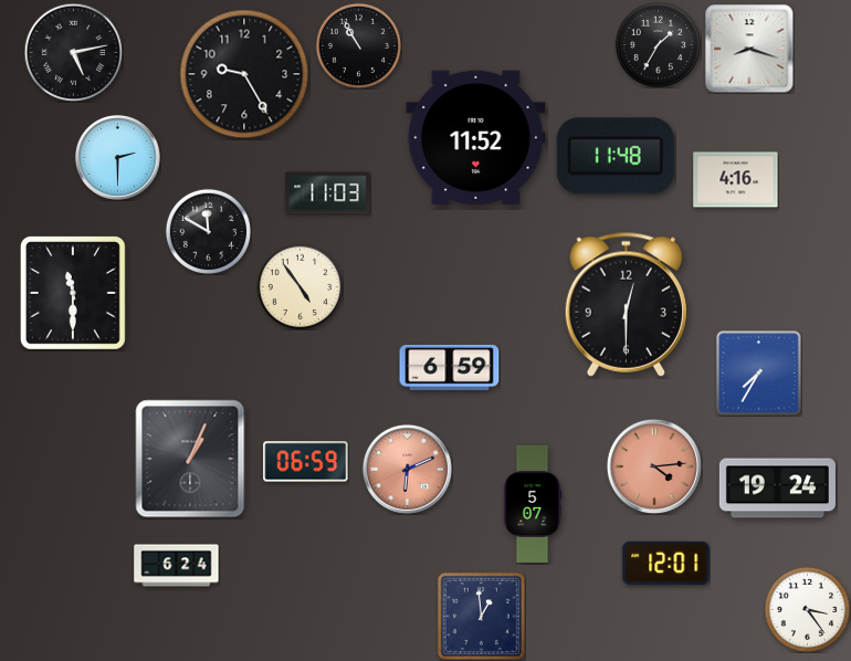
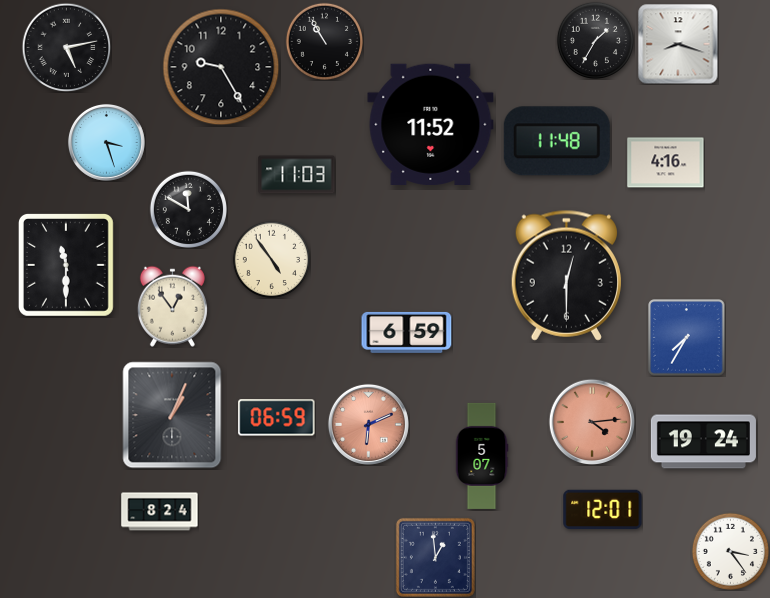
clock at (117, 157): 2:30 -> 3:27
clock at (172, 306): none -> 12:54
clock at (177, 566): 6:24 -> 8:24
